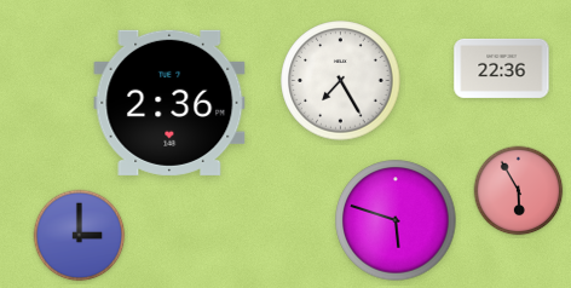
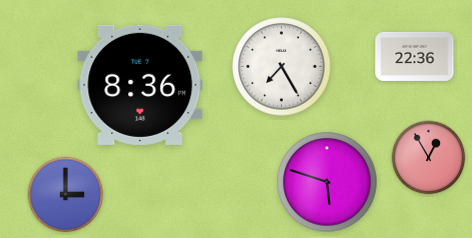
clock at (169, 103): 2:36 -> 8:36
clock at (519, 191): 5:55 -> 12:55
